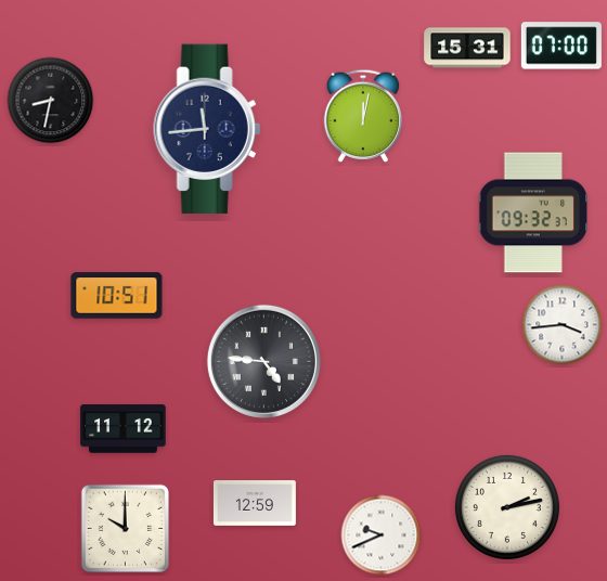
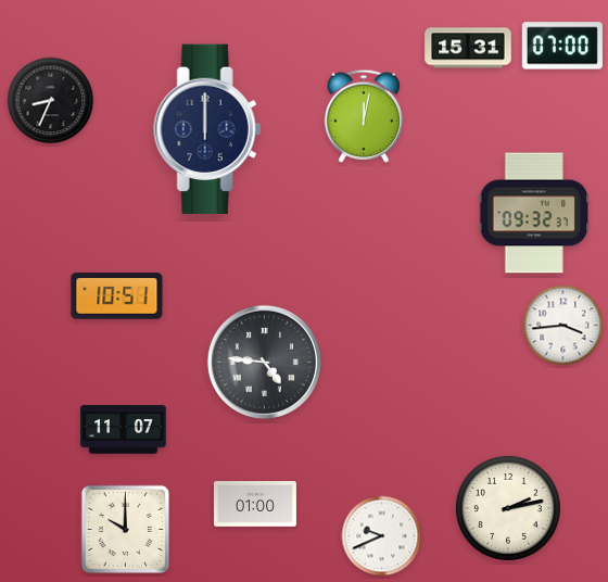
clock at (51, 101): 8:32 -> 8:34
clock at (207, 129): 11:44 -> 12:00
clock at (124, 429): 11:12 -> 11:07
clock at (255, 504): 12:59 -> 01:00
